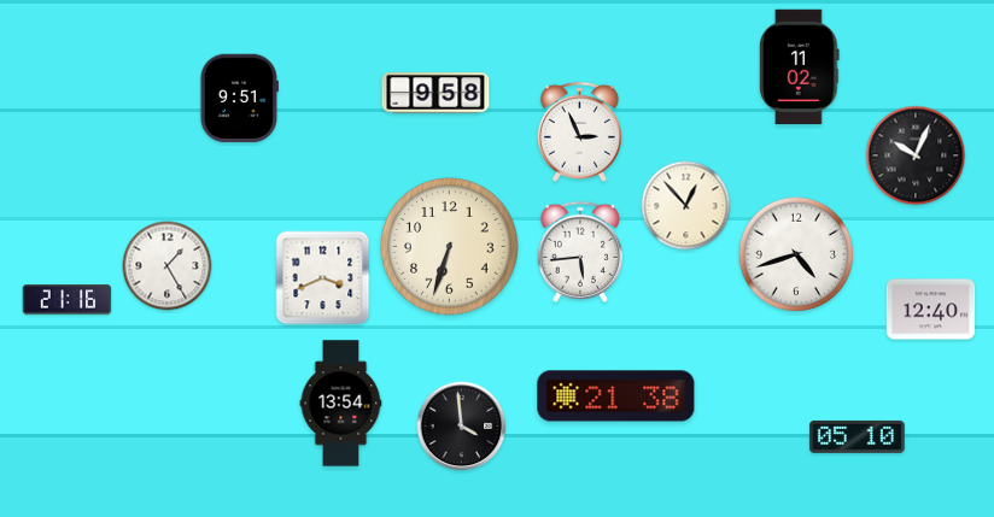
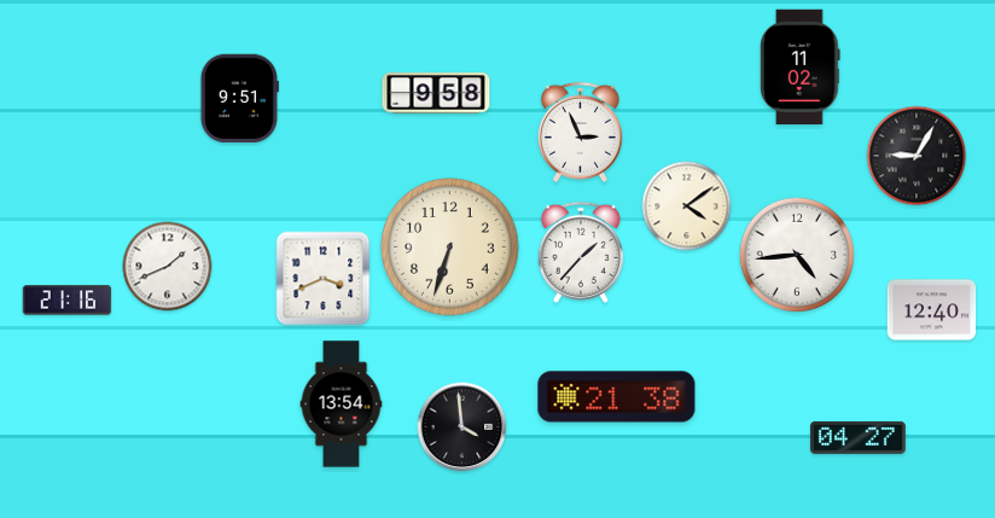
clock at (916, 155): 10:04 -> 9:05
clock at (686, 206): 12:53 -> 4:09
clock at (580, 252): 5:44 -> 1:37
clock at (795, 253): 4:42 -> 4:44
clock at (168, 266): 1:25 -> 1:41
clock at (858, 436): 05:10 -> 04:27
